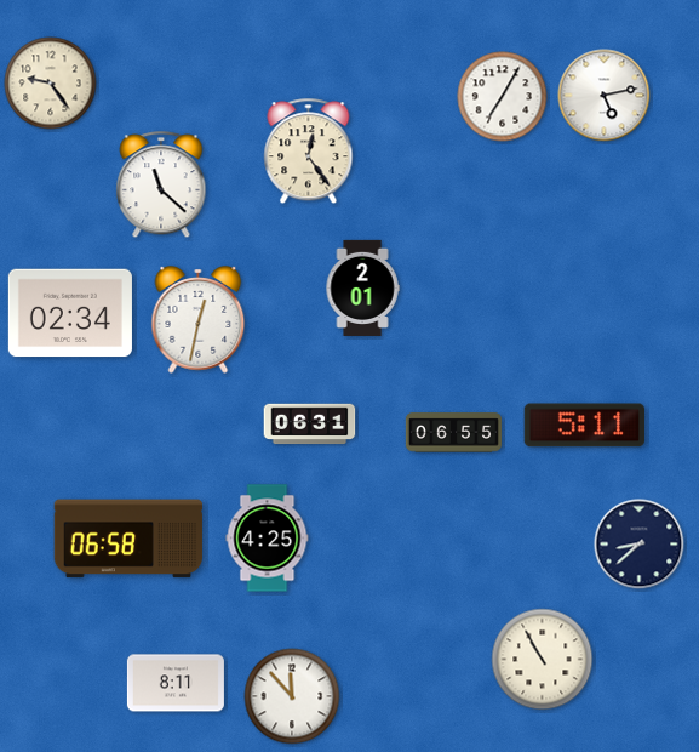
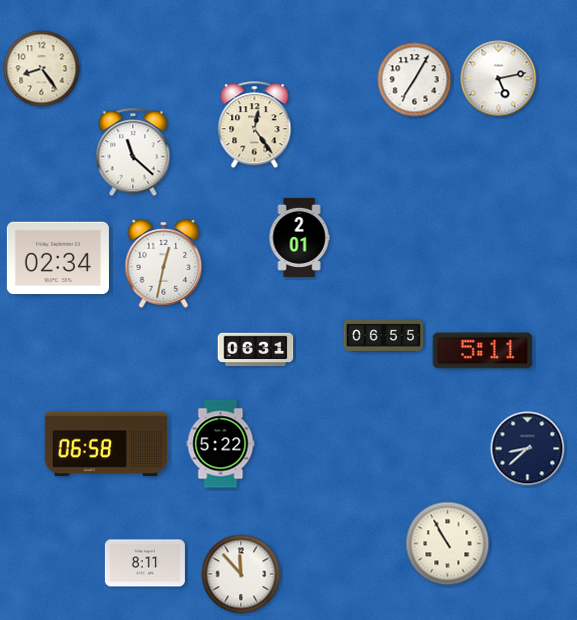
clock at (51, 84): 9:24 -> 8:24
clock at (453, 433) position: (453, 433) -> (383, 336)
clock at (268, 539): 4:25 -> 5:22
